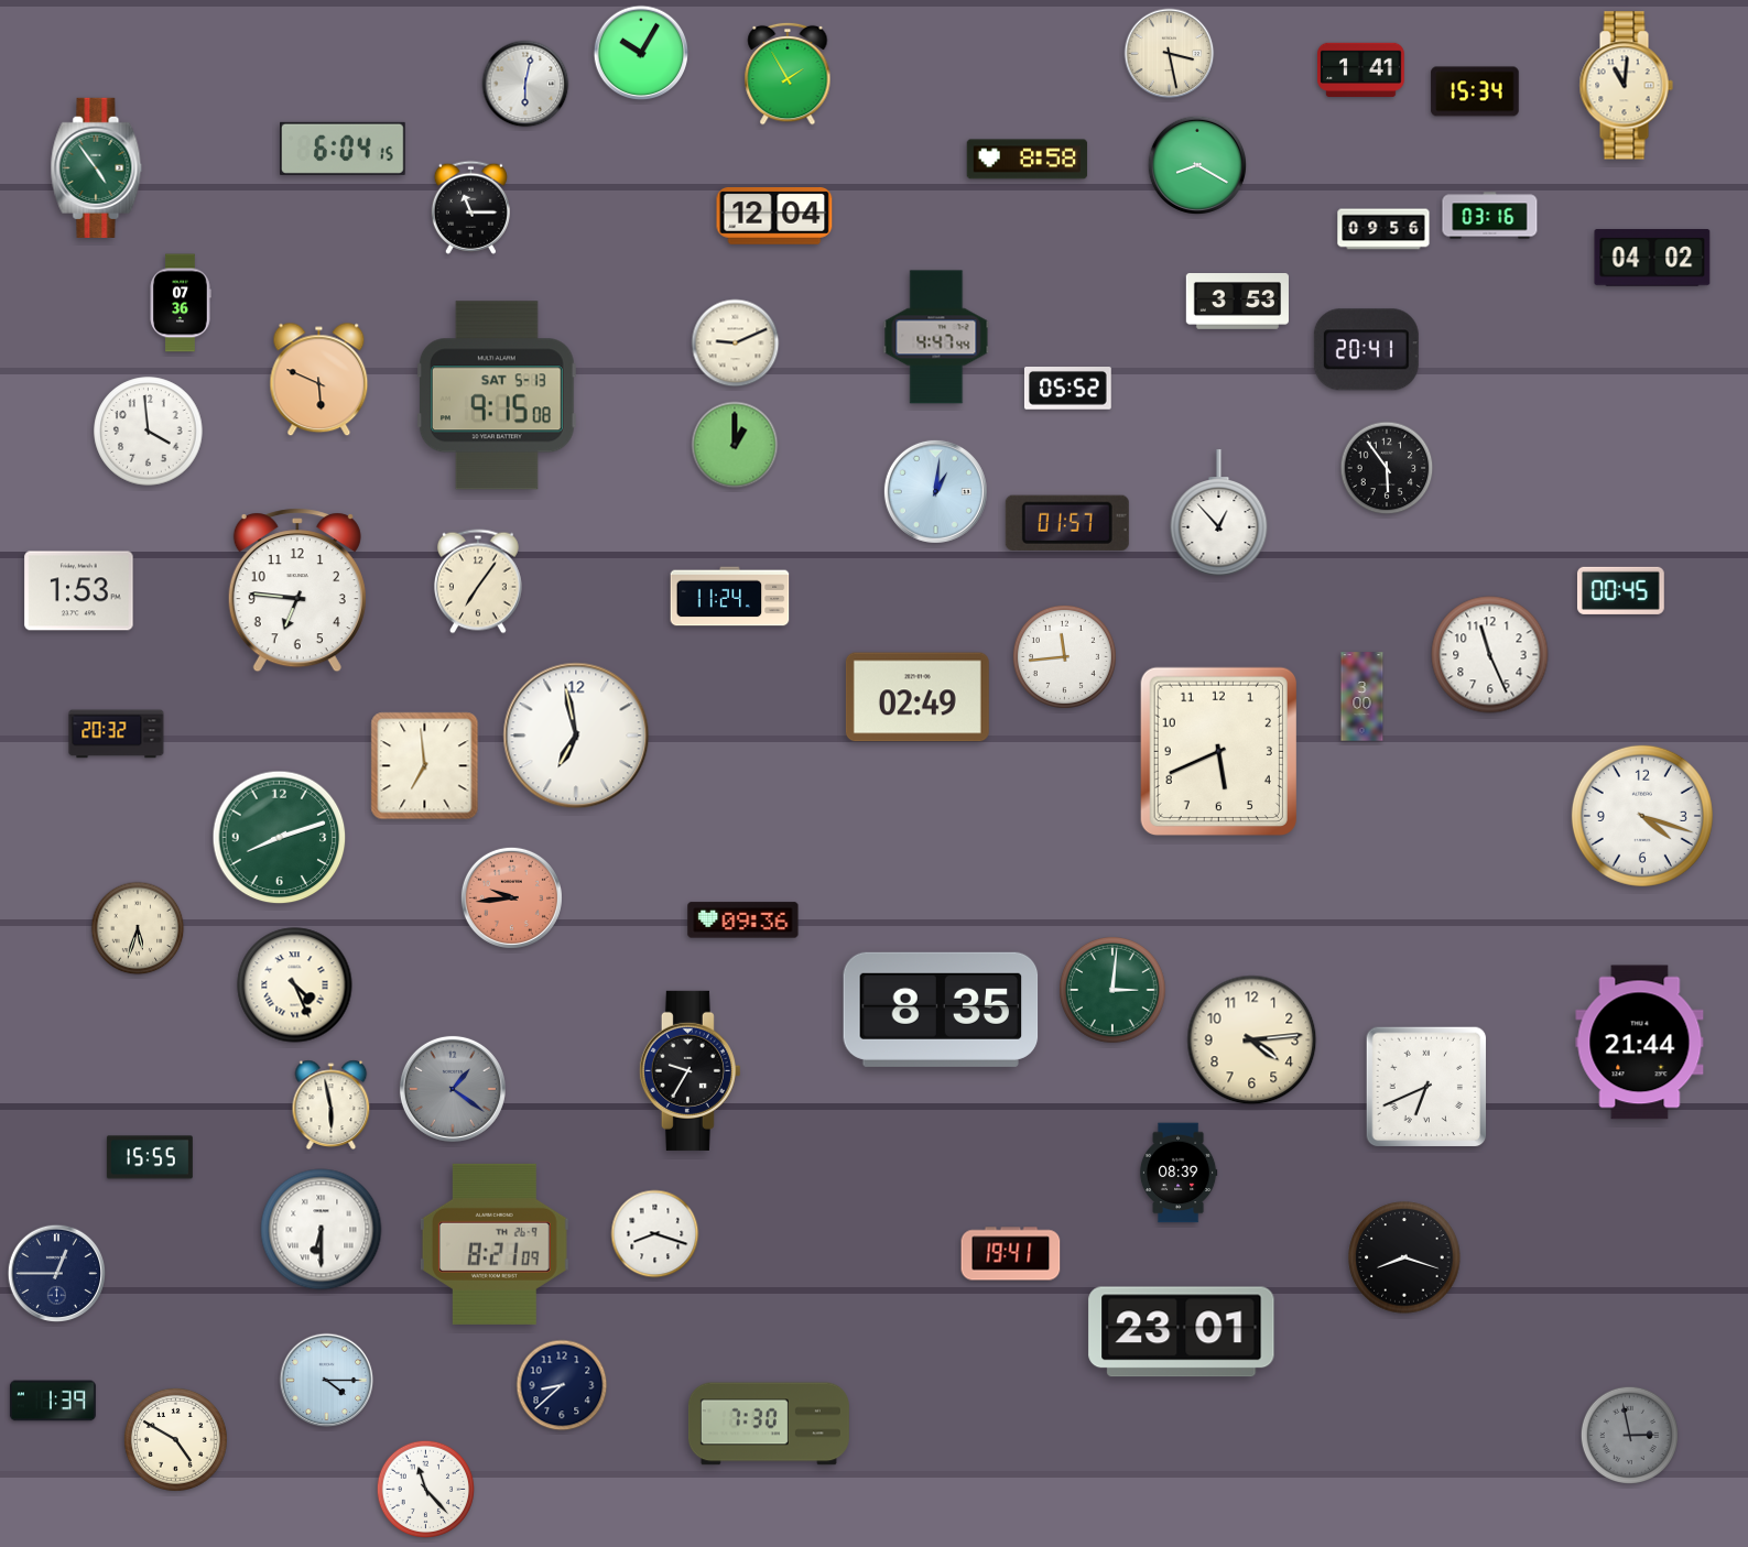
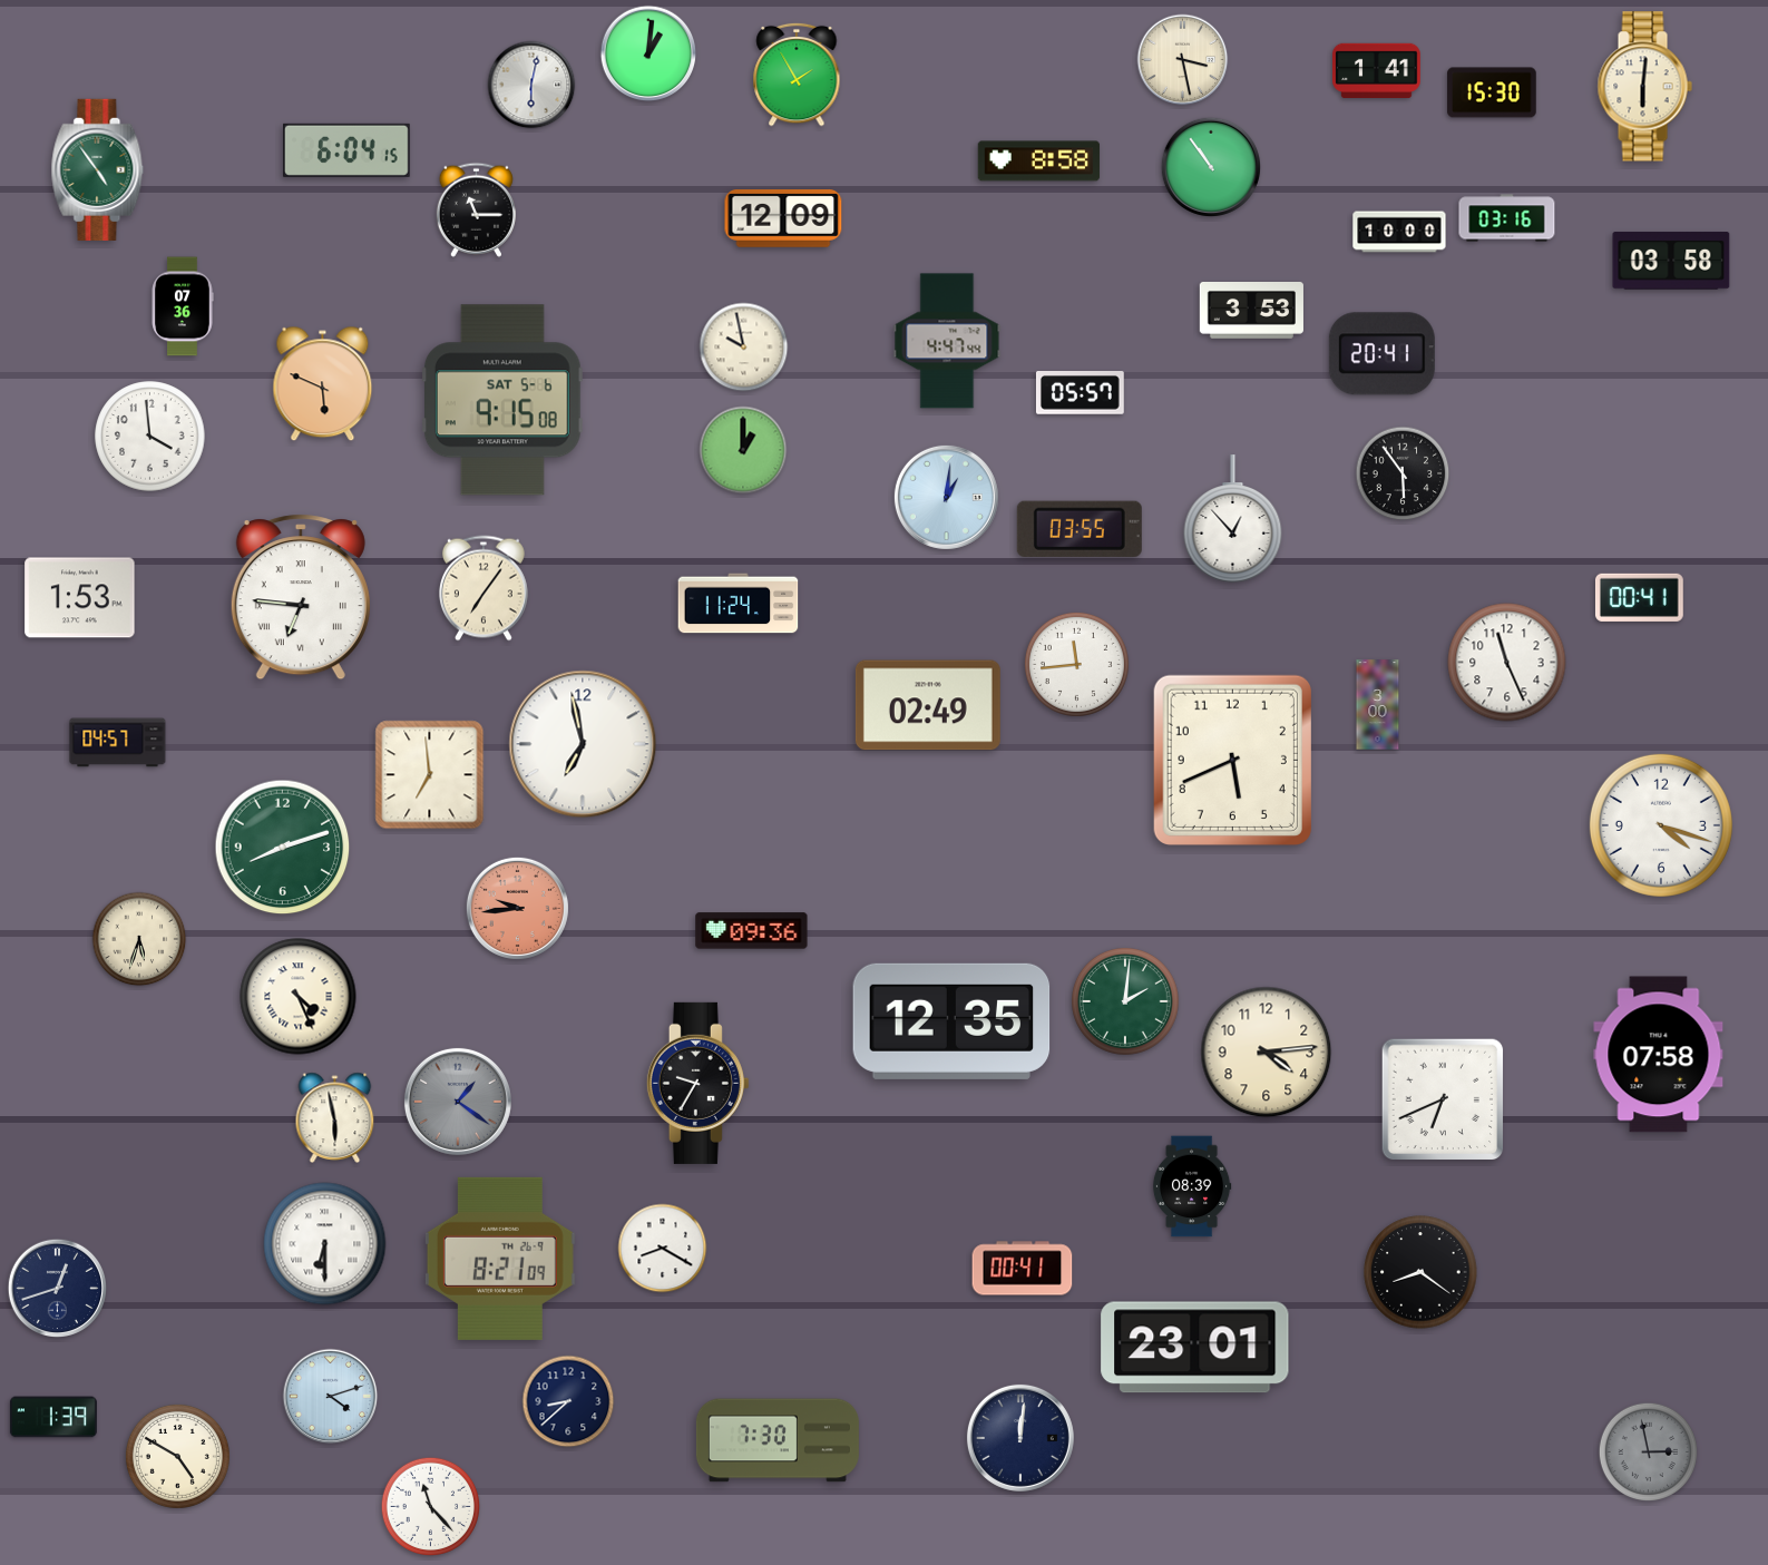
clock at (641, 53): 10:05 -> 1:01
clock at (1170, 54) position: (1170, 54) -> (1183, 60)
clock at (1626, 86): 11:01 -> 6:01
clock at (1475, 91): 15:34 -> 15:30
clock at (1196, 164): 8:20 -> 10:54
clock at (774, 217): 12:04 -> 12:09
clock at (1383, 229): 09:56 -> 10:00
clock at (1652, 258): 04:02 -> 03:58
clock at (1237, 302) position: (1237, 302) -> (1251, 311)
clock at (736, 344): 9:11 -> 9:58
clock at (1067, 389): 05:52 -> 05:57
clock at (497, 395) date: SAT 5-13 -> SAT 5-6
clock at (1067, 523): 01:57 -> 03:55
clock at (297, 590) numerals: Arabic -> Roman
clock at (1620, 590): 00:45 -> 00:41
clock at (117, 734): 20:32 -> 04:57
clock at (1114, 991): 3:01 -> 2:01
clock at (941, 1010): 8:35 -> 12:35
clock at (1640, 1043): 21:44 -> 07:58
clock at (150, 1157): 15:55 -> none
clock at (655, 1234): 8:18 -> 8:20
clock at (1011, 1254): 19:41 -> 00:41
clock at (1404, 1257): 8:18 -> 8:21
clock at (56, 1273): 12:45 -> 12:42
clock at (327, 1381): 4:15 -> 4:12
clock at (1020, 1438): none -> 12:01
